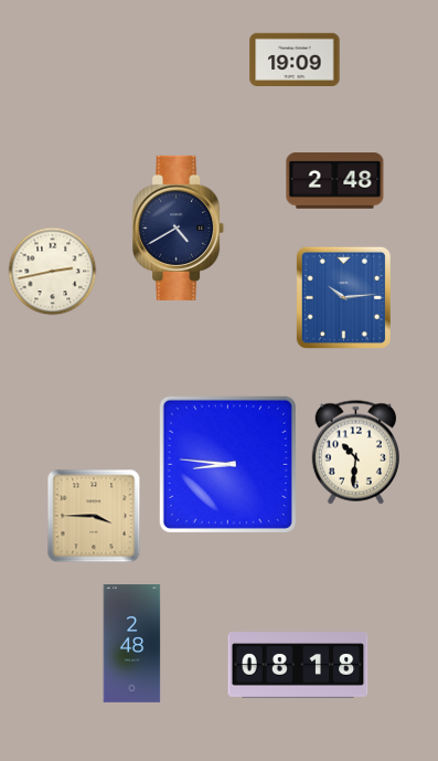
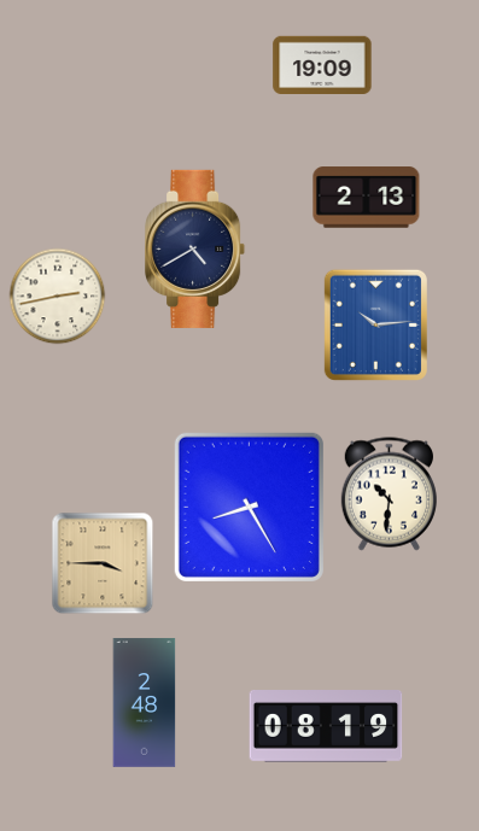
clock at (335, 181): 2:48 -> 2:13
clock at (227, 464): 8:46 -> 8:25
clock at (298, 666): 08:18 -> 08:19
